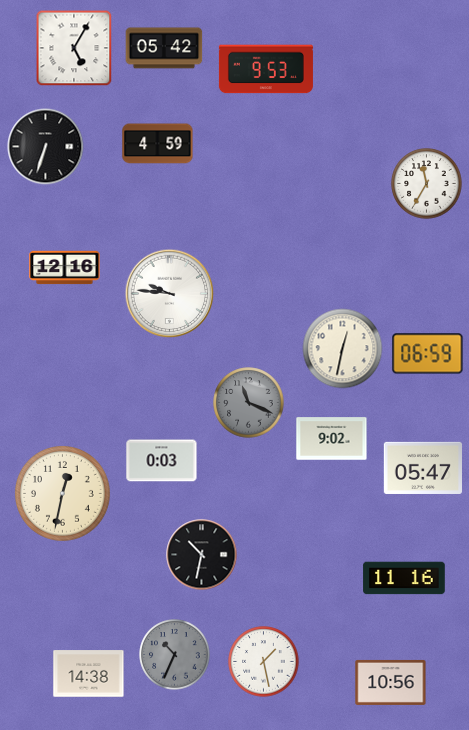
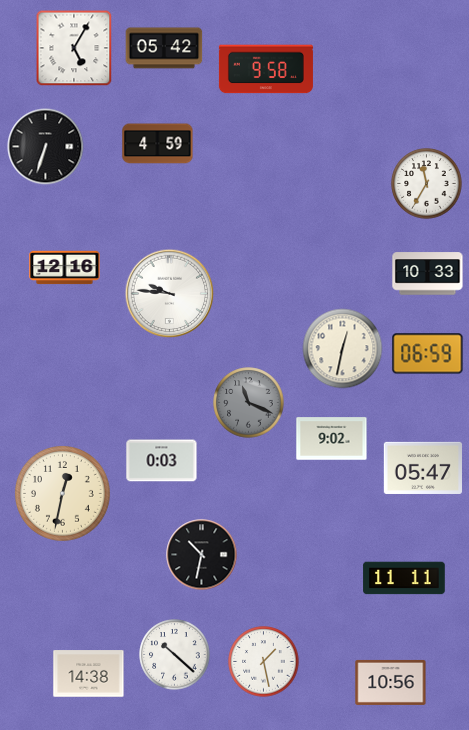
clock at (266, 69): 9:53 -> 9:58
clock at (428, 274): none -> 10:33
clock at (404, 578): 11:16 -> 11:11
clock at (175, 655): 10:34 -> 10:22
clock at (175, 655) dial: grey -> white
